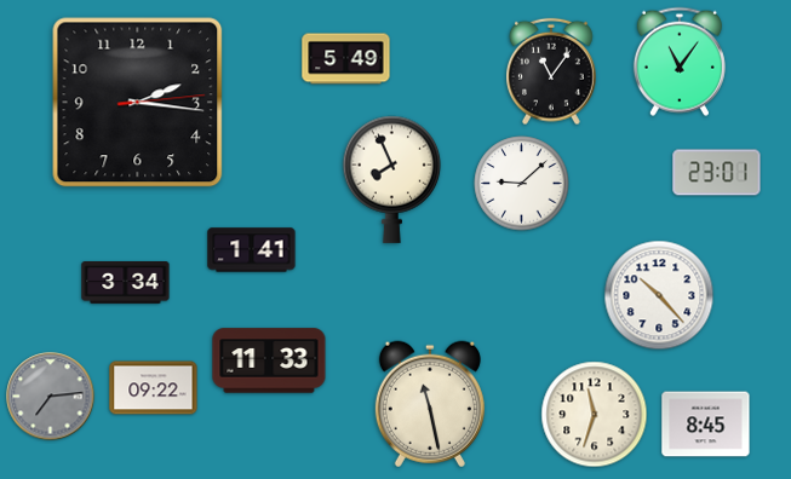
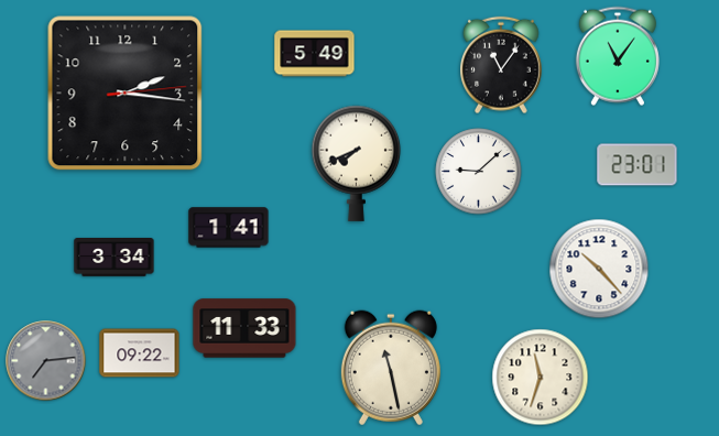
clock at (717, 173) position: (717, 173) -> (638, 165)
clock at (392, 179): 7:56 -> 7:41
clock at (522, 184) position: (522, 184) -> (479, 172)
clock at (706, 425): 8:45 -> none
